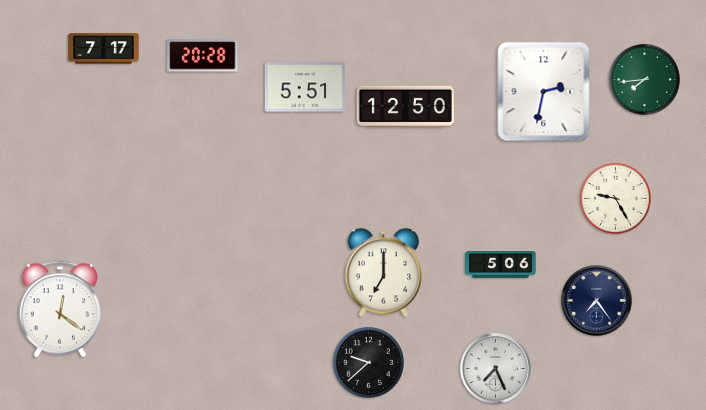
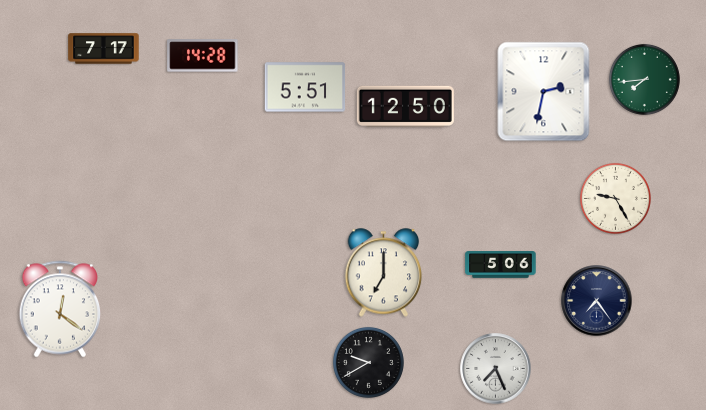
clock at (203, 56): 20:28 -> 14:28
clock at (368, 362): 9:38 -> 9:40
